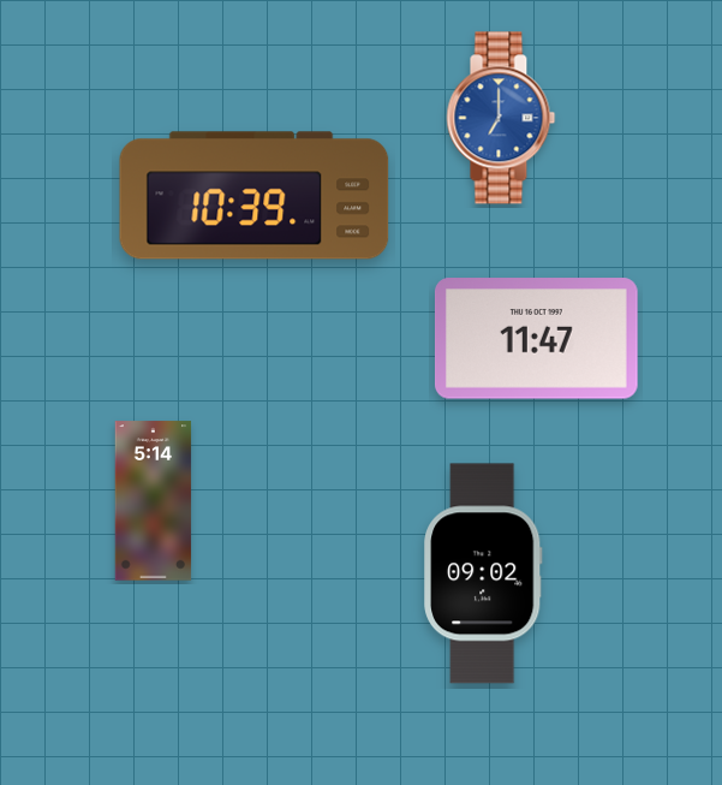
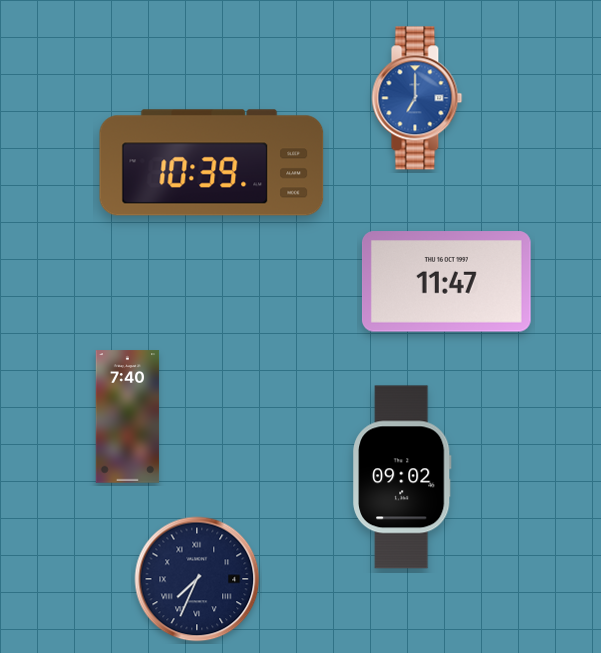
clock at (154, 501): 5:14 -> 7:40
clock at (197, 579): none -> 7:34
